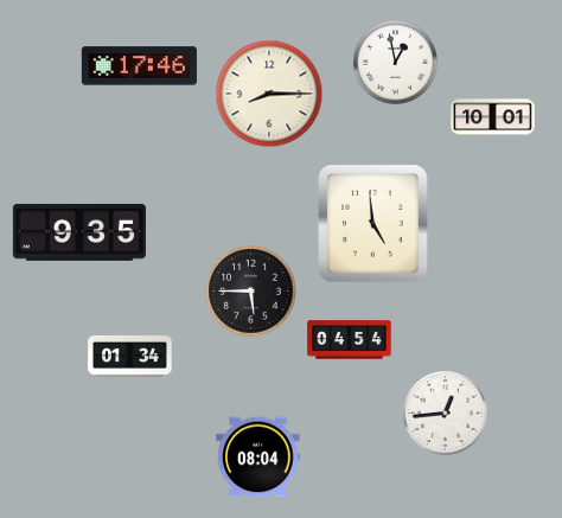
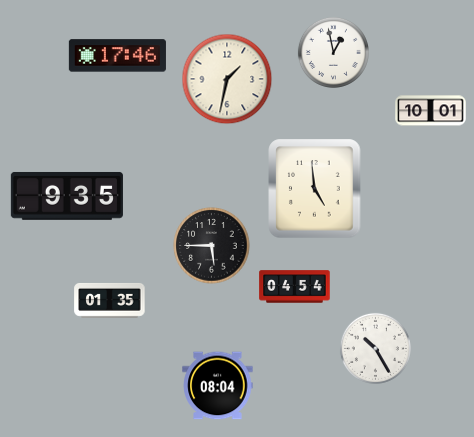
clock at (269, 94): 8:15 -> 1:32
clock at (493, 117) position: (493, 117) -> (431, 111)
clock at (130, 356): 01:34 -> 01:35
clock at (445, 413): 12:44 -> 10:25
